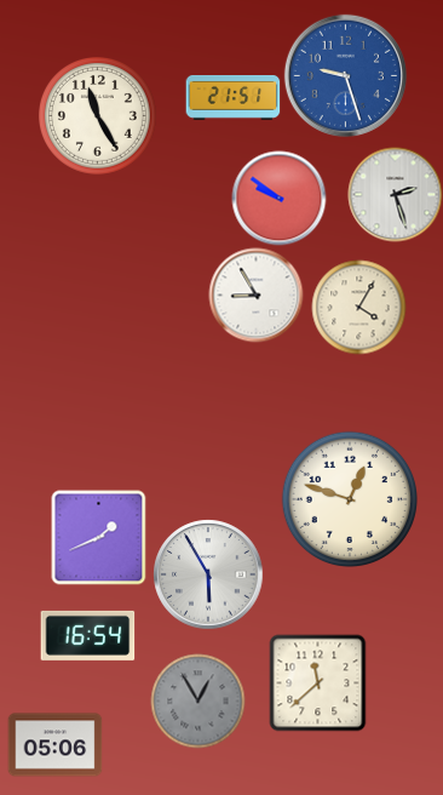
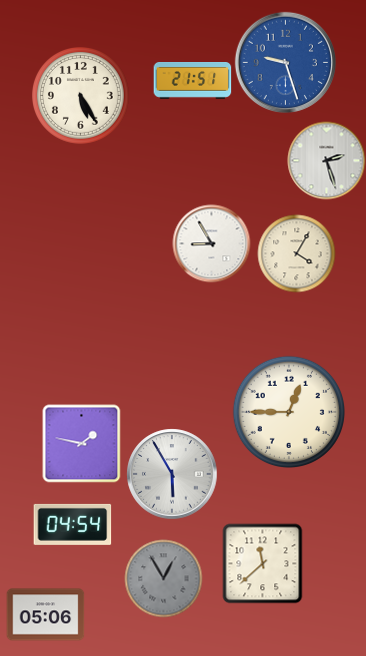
clock at (98, 116): 11:25 -> 5:25
clock at (278, 198): 9:51 -> none
clock at (349, 498): 12:48 -> 12:45
clock at (98, 537): 1:41 -> 1:47
clock at (87, 635): 16:54 -> 04:54
